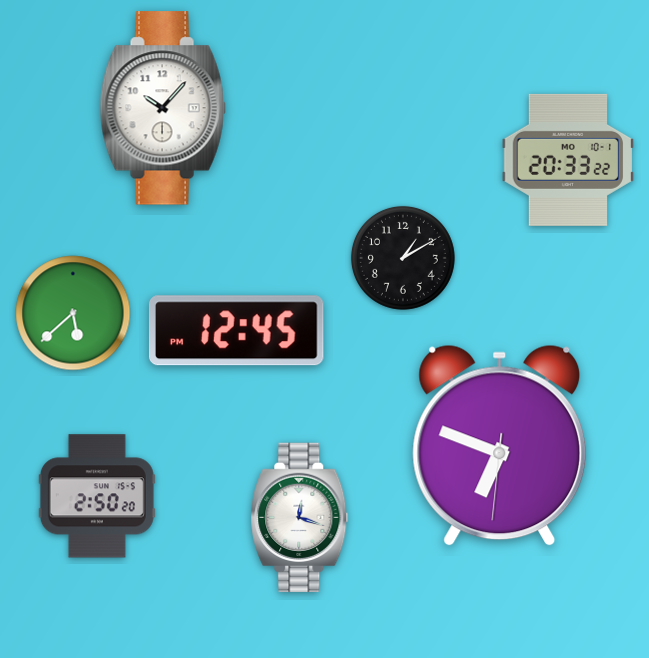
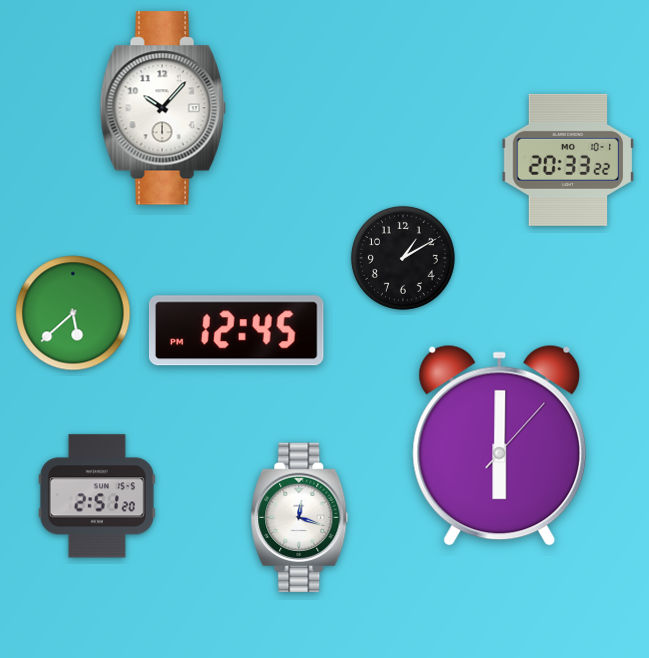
clock at (500, 445): 6:48 -> 6:00
clock at (97, 496): 2:50 -> 2:51
